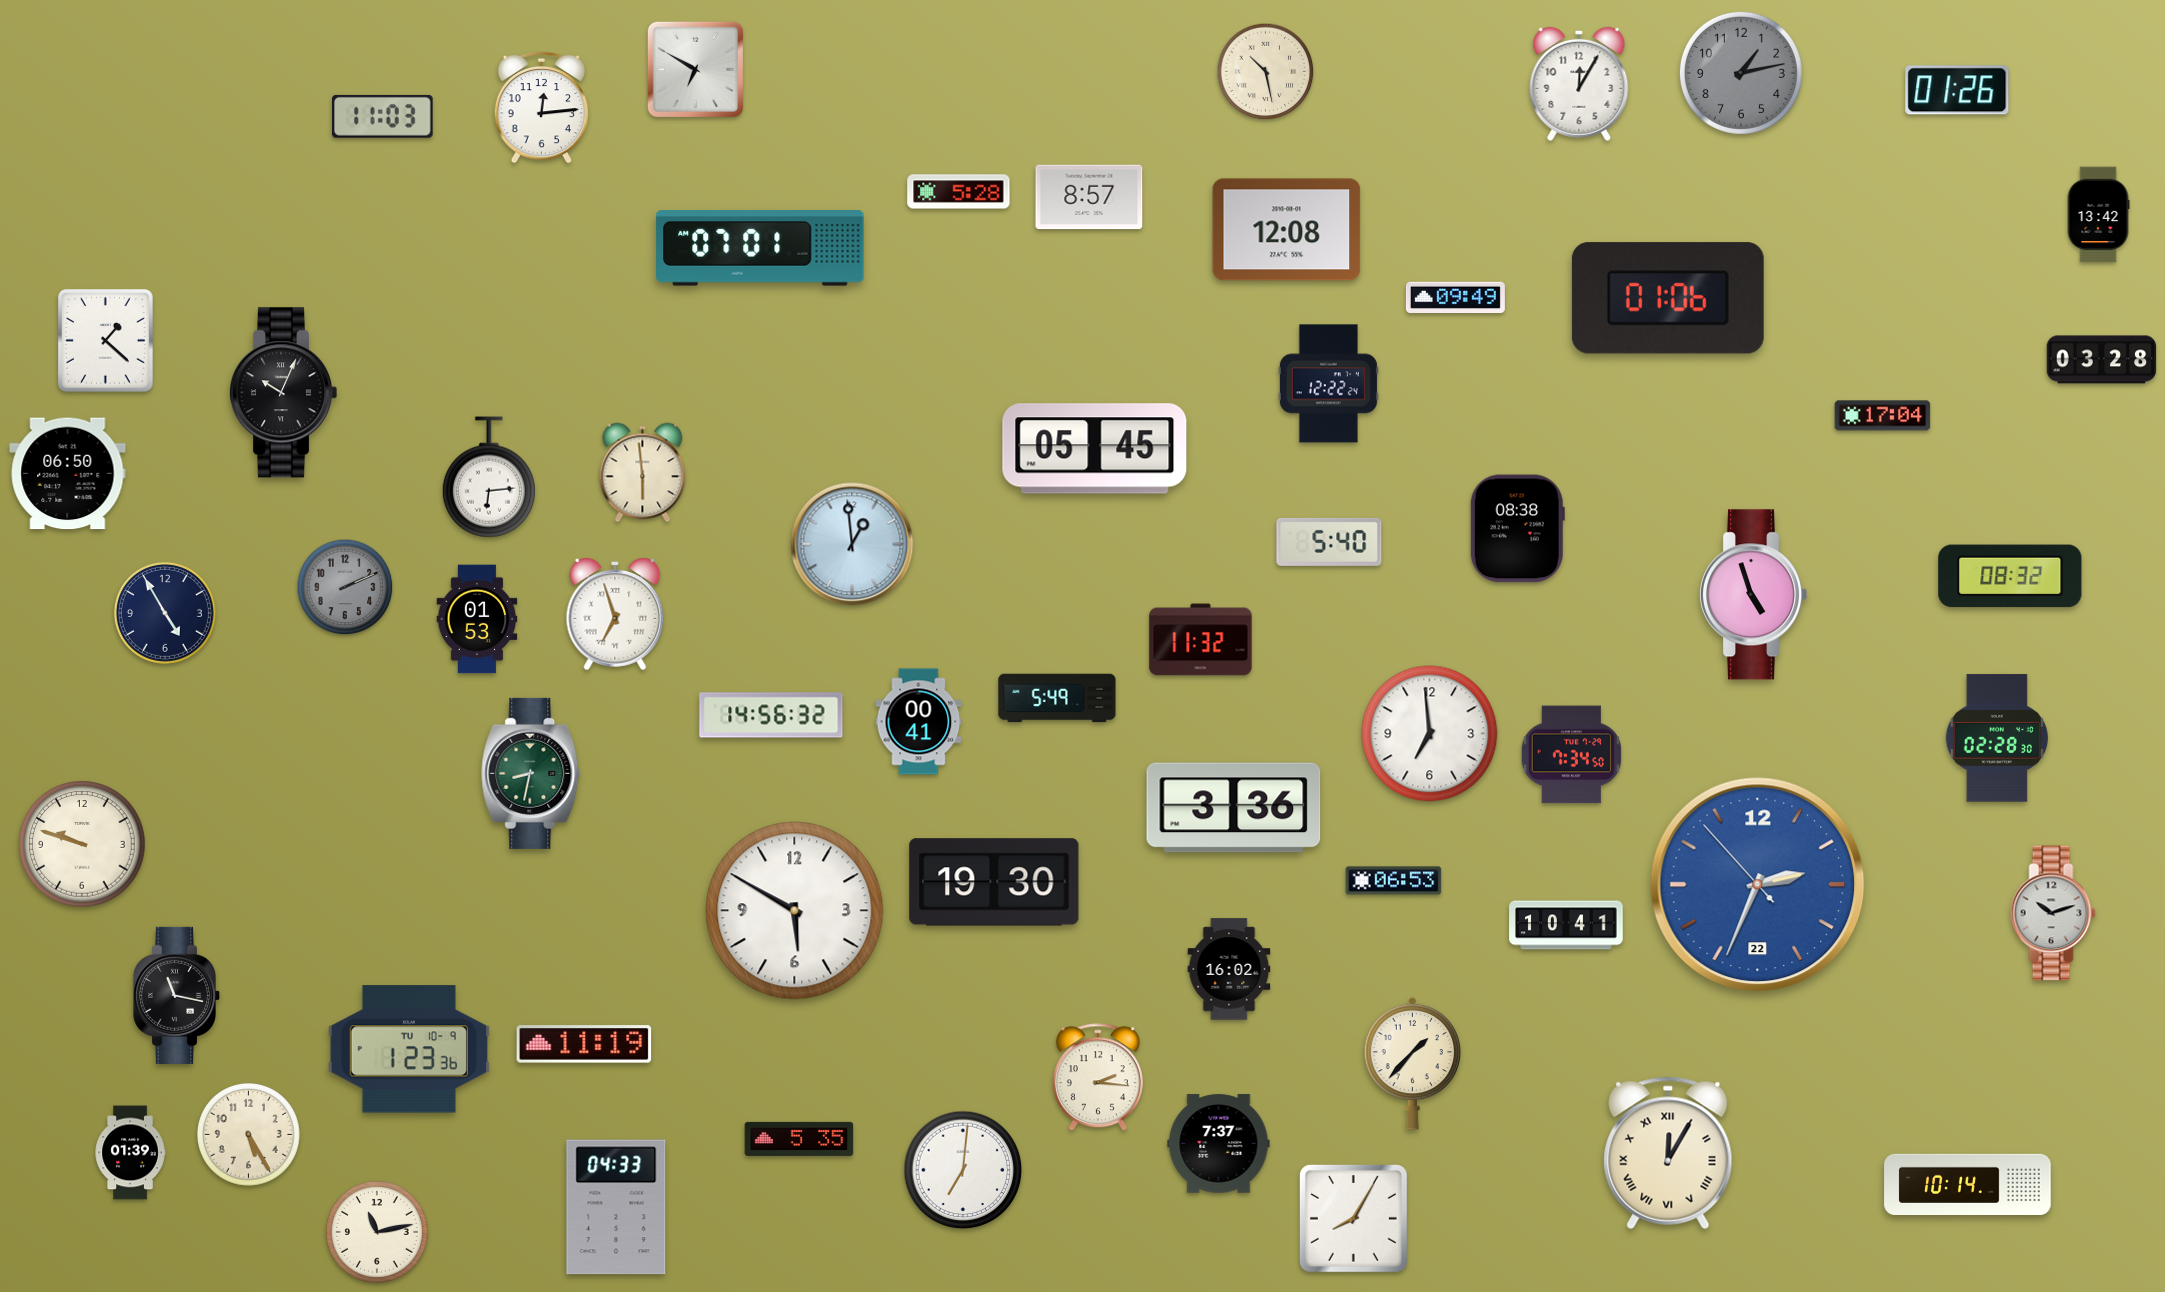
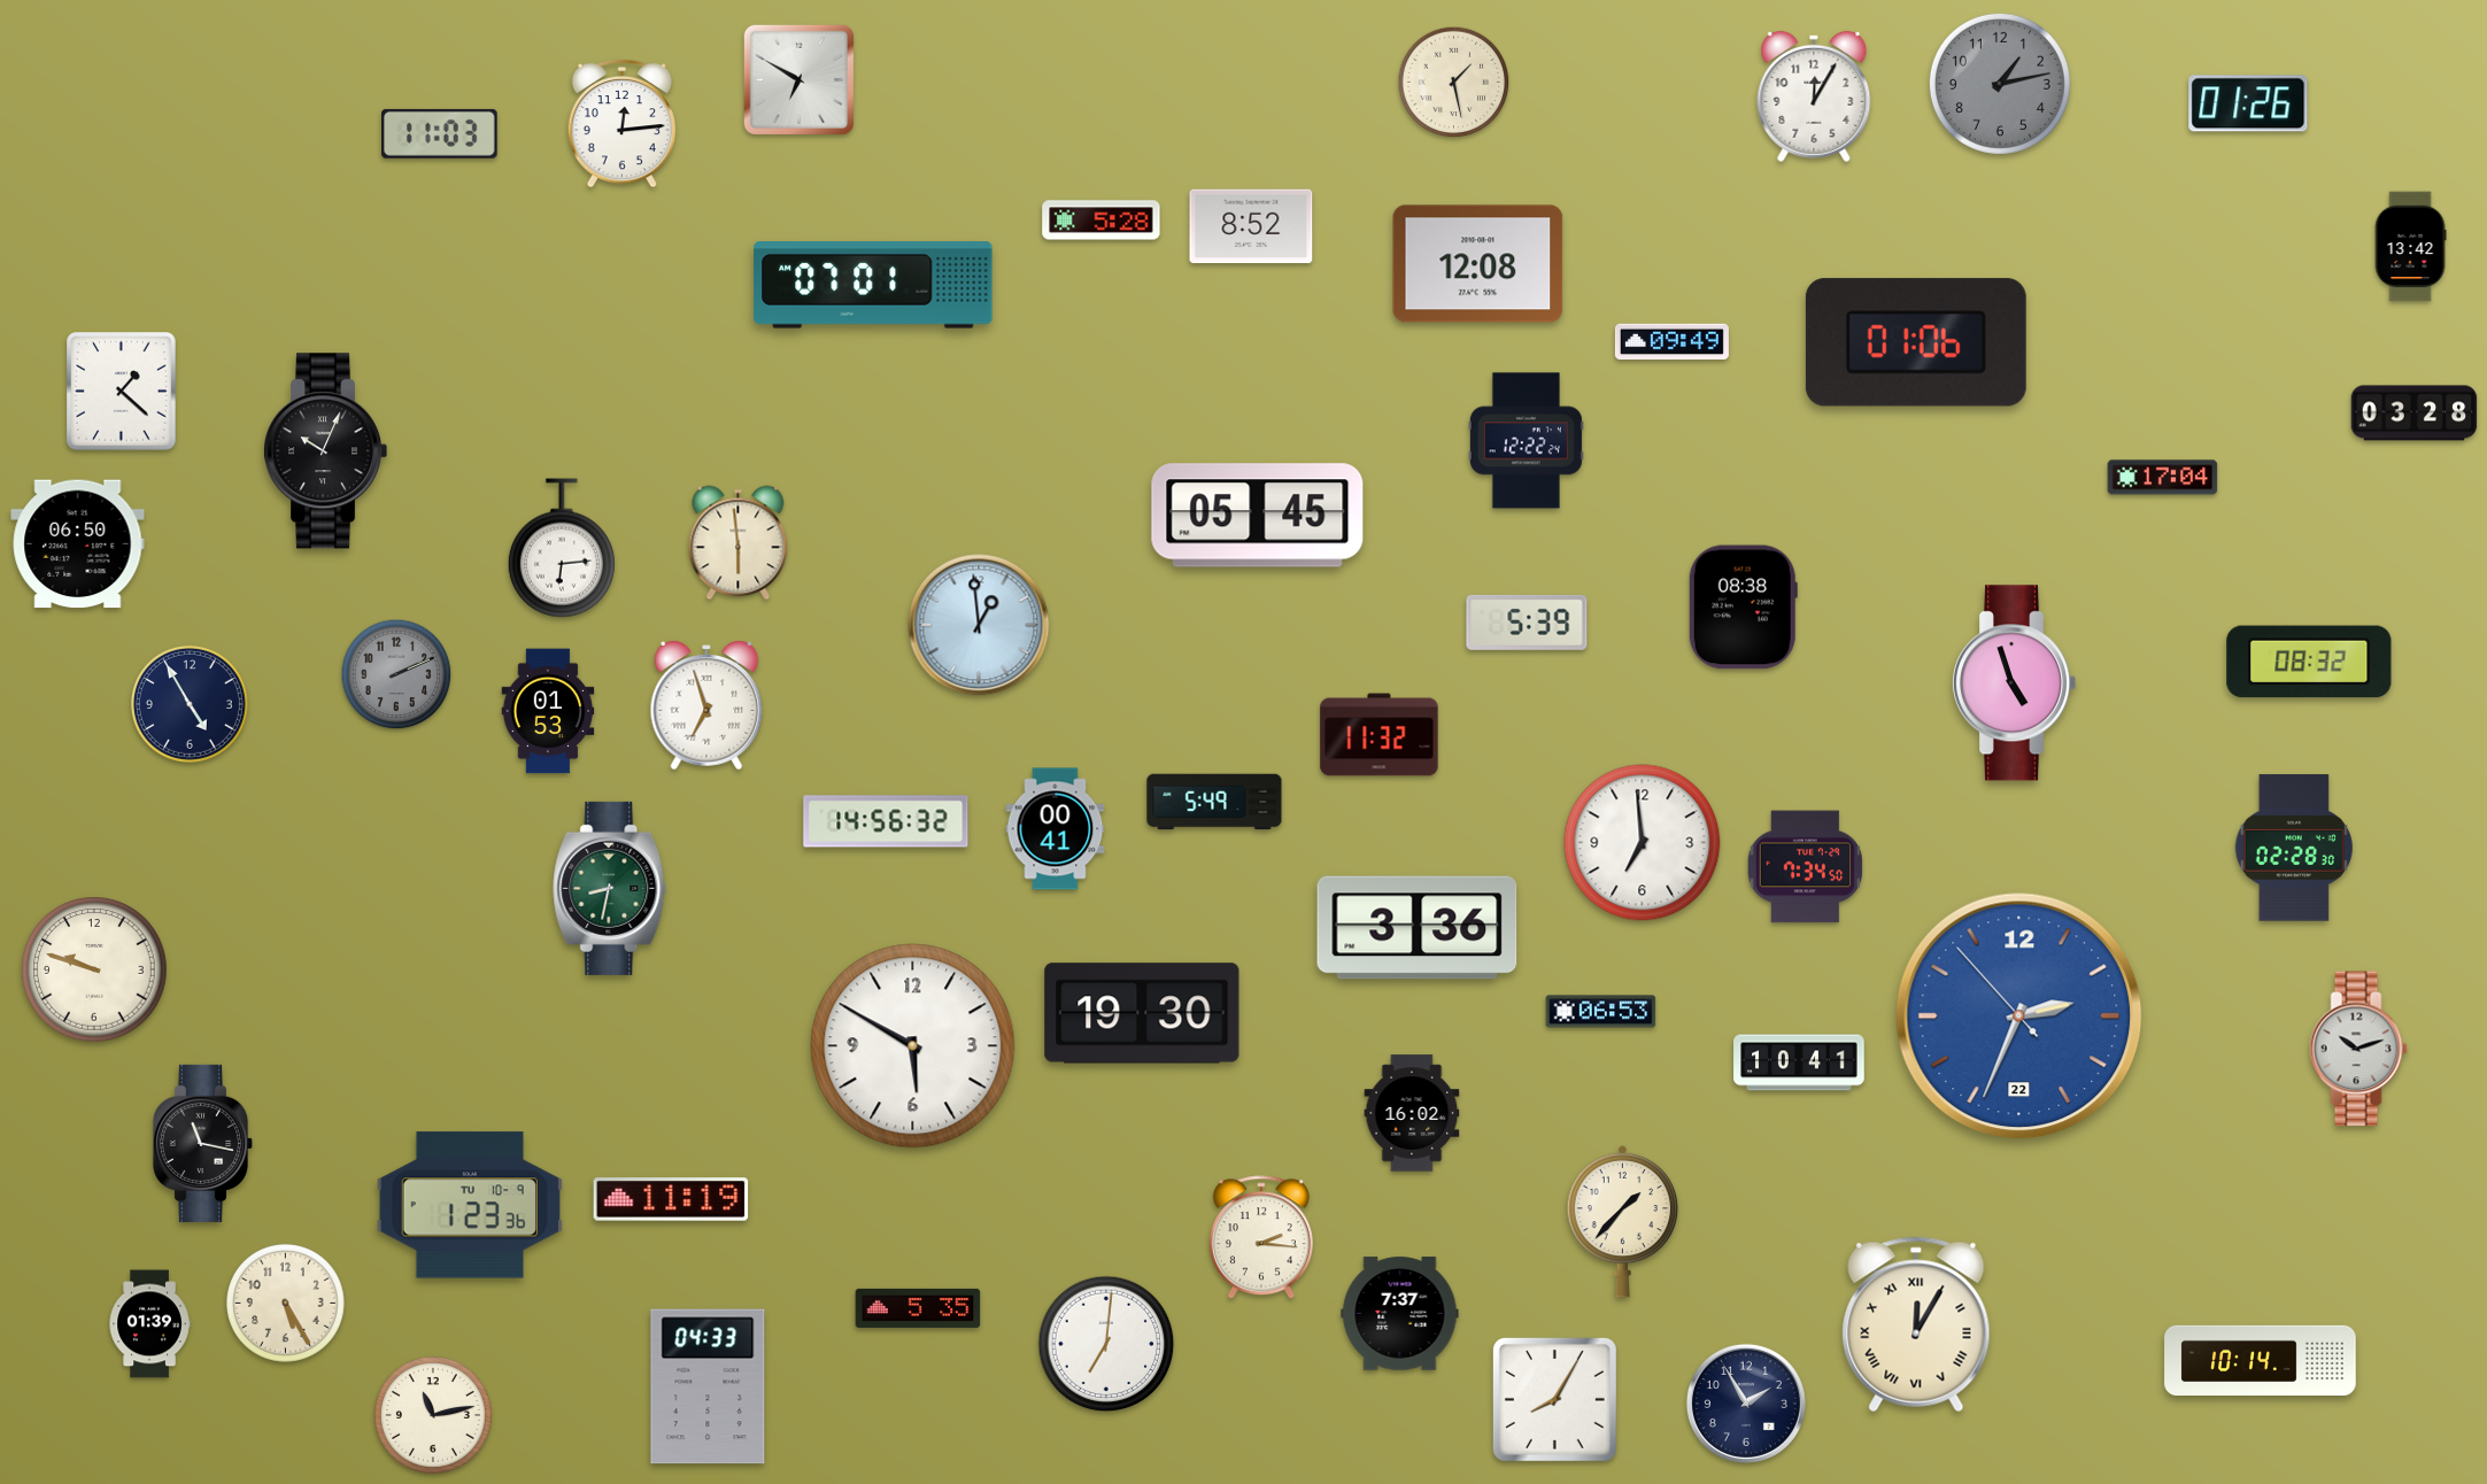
clock at (1266, 72): 10:28 -> 1:28
clock at (1089, 197): 8:57 -> 8:52
clock at (1329, 542): 5:40 -> 5:39
clock at (1746, 1404): none -> 1:55
